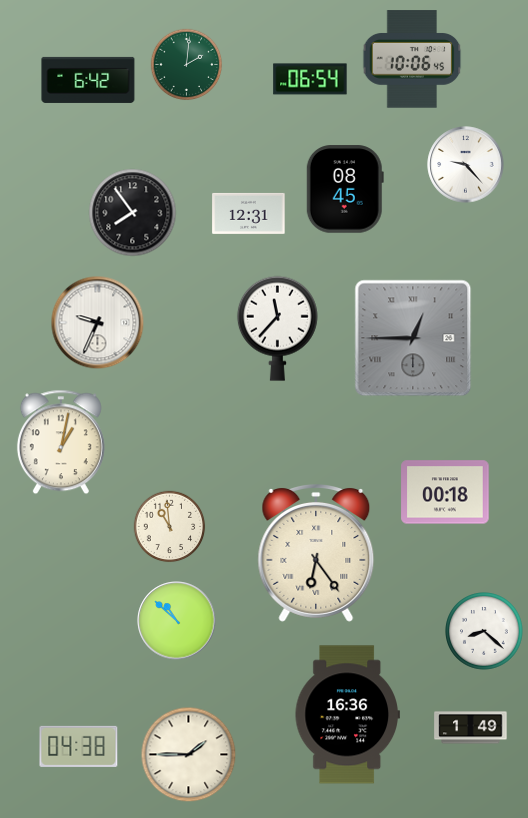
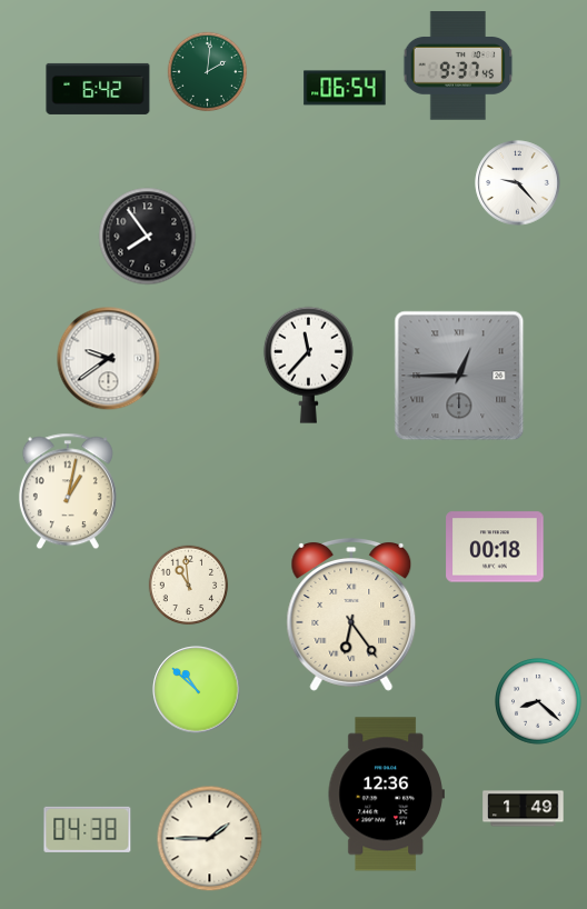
clock at (412, 59): 10:06 -> 9:37
clock at (345, 189): 08:45 -> none
clock at (249, 213): 12:31 -> none
clock at (98, 323): 9:34 -> 9:39
clock at (347, 715): 16:36 -> 12:36
